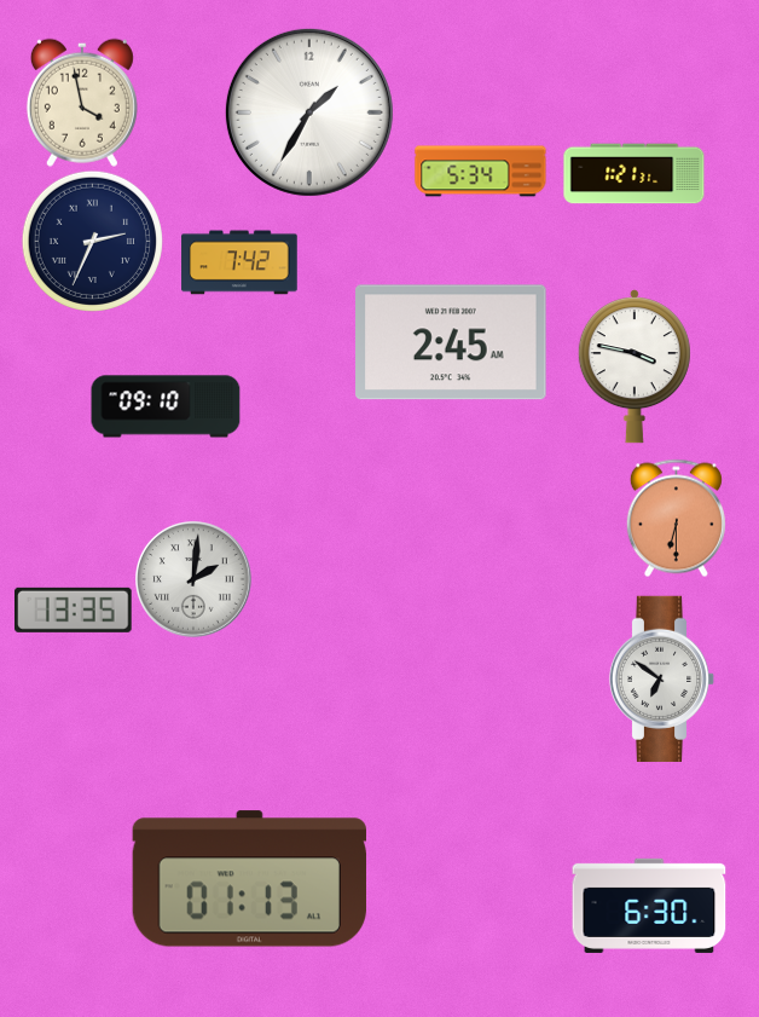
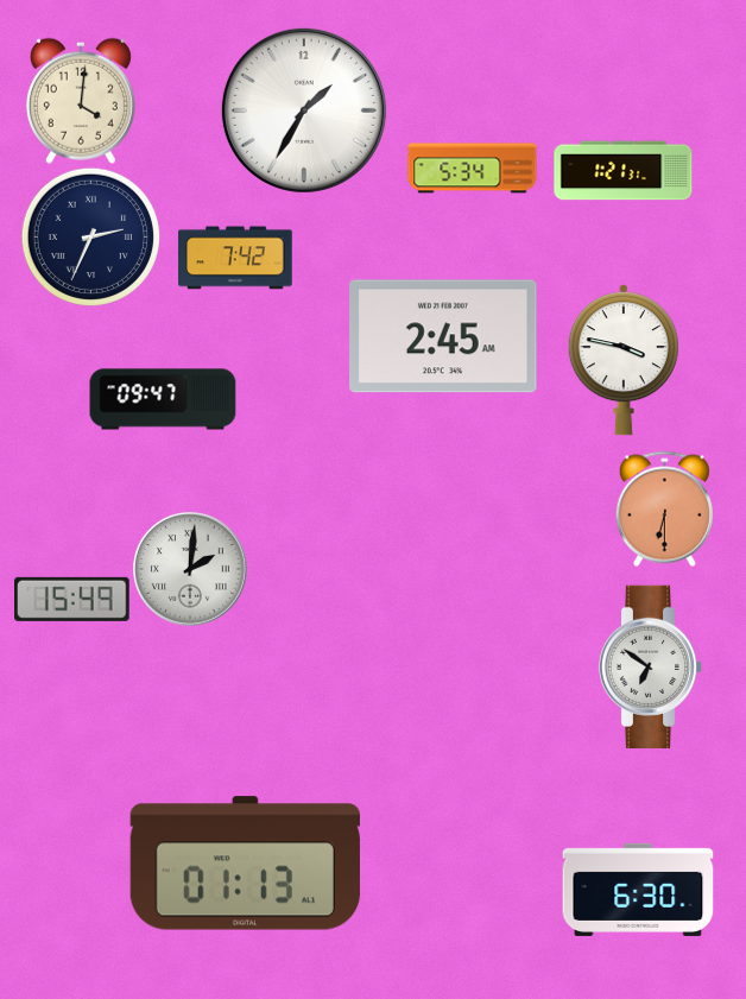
clock at (82, 103): 3:58 -> 4:01
clock at (166, 406): 09:10 -> 09:47
clock at (74, 609): 13:35 -> 15:49
